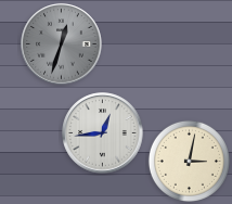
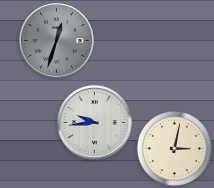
clock at (103, 133): 12:44 -> 9:44
